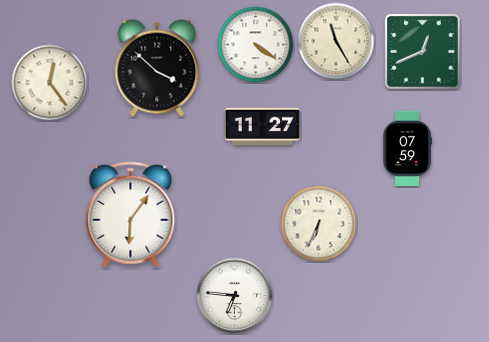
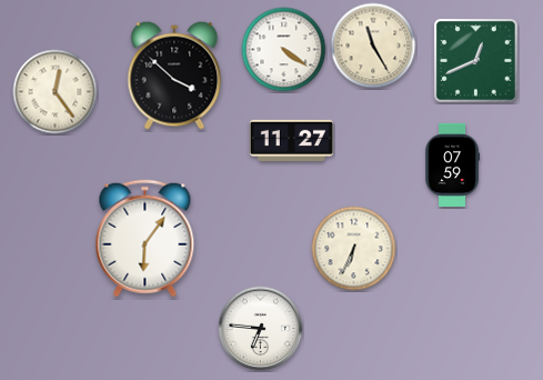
clock at (422, 51) position: (422, 51) -> (475, 60)
